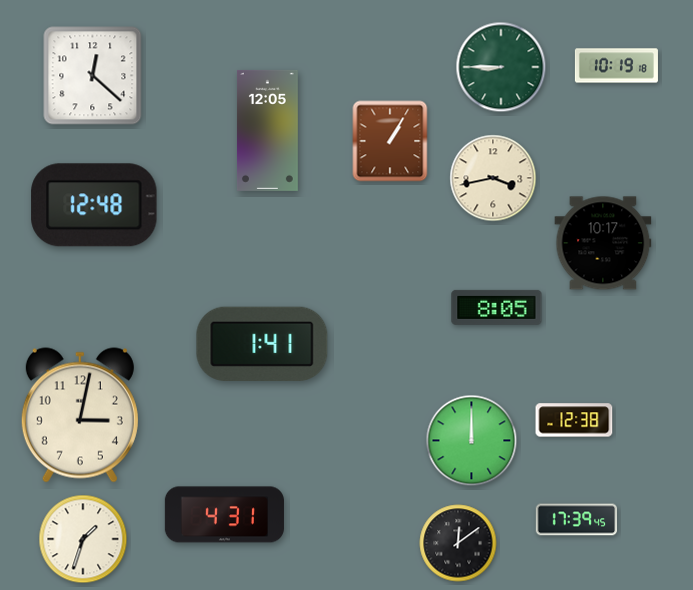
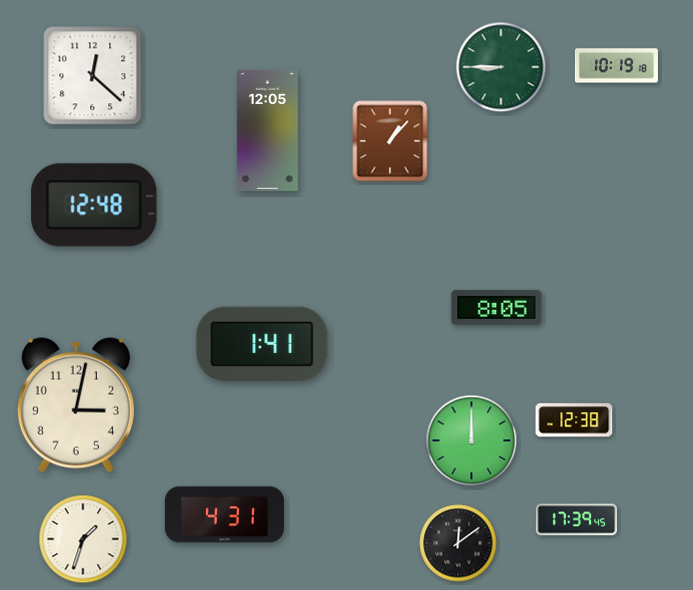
clock at (390, 141): 1:05 -> 1:07
clock at (493, 178): 3:43 -> none
clock at (603, 243): 10:17 -> none
clock at (80, 415) position: (80, 415) -> (76, 405)
